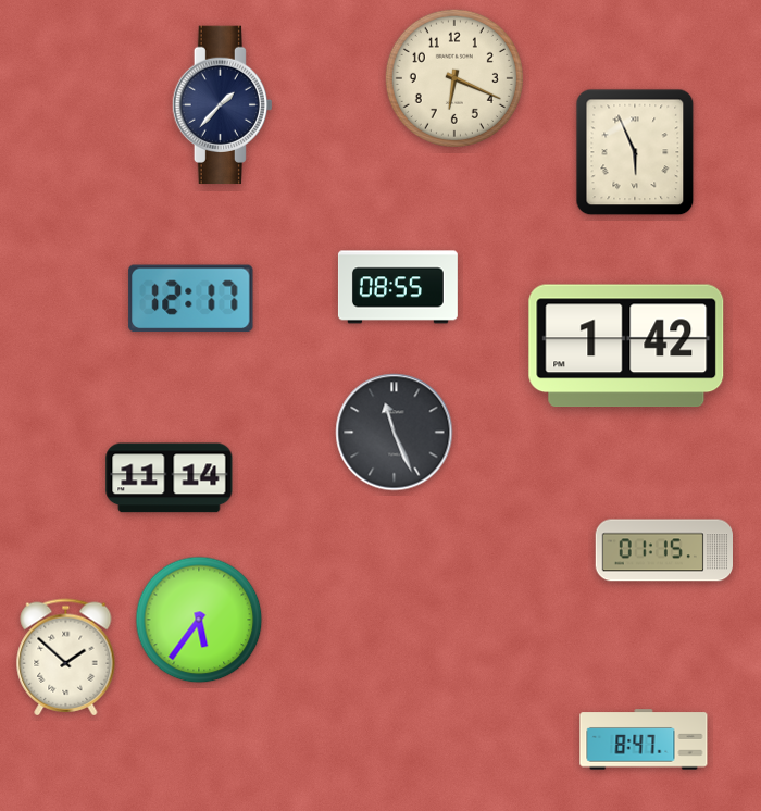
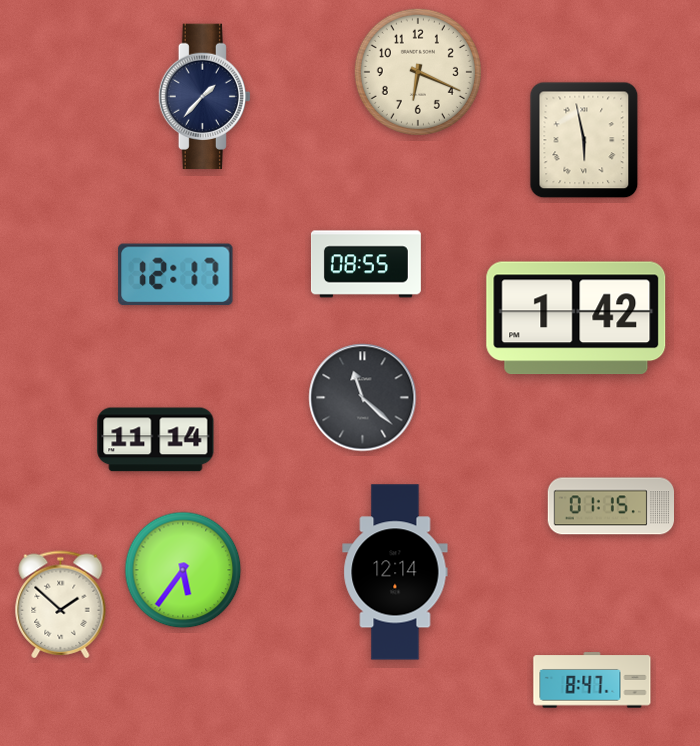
clock at (635, 152): 5:56 -> 5:58
clock at (395, 433): 11:26 -> 11:22
clock at (395, 572): none -> 12:14
